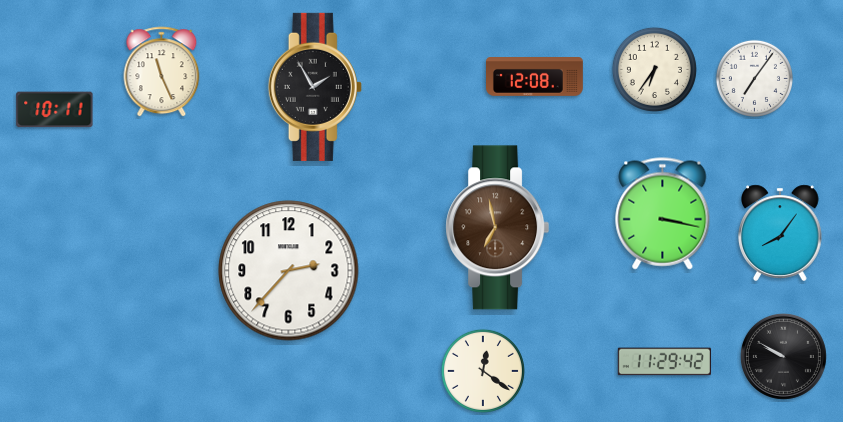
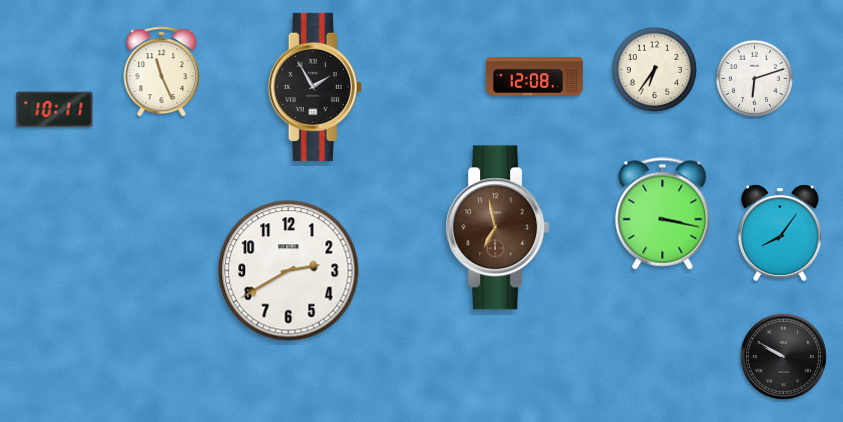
clock at (754, 78): 7:06 -> 6:12
clock at (289, 271): 2:37 -> 2:40
clock at (664, 362): 11:29 -> none
clock at (483, 371): 12:21 -> none
